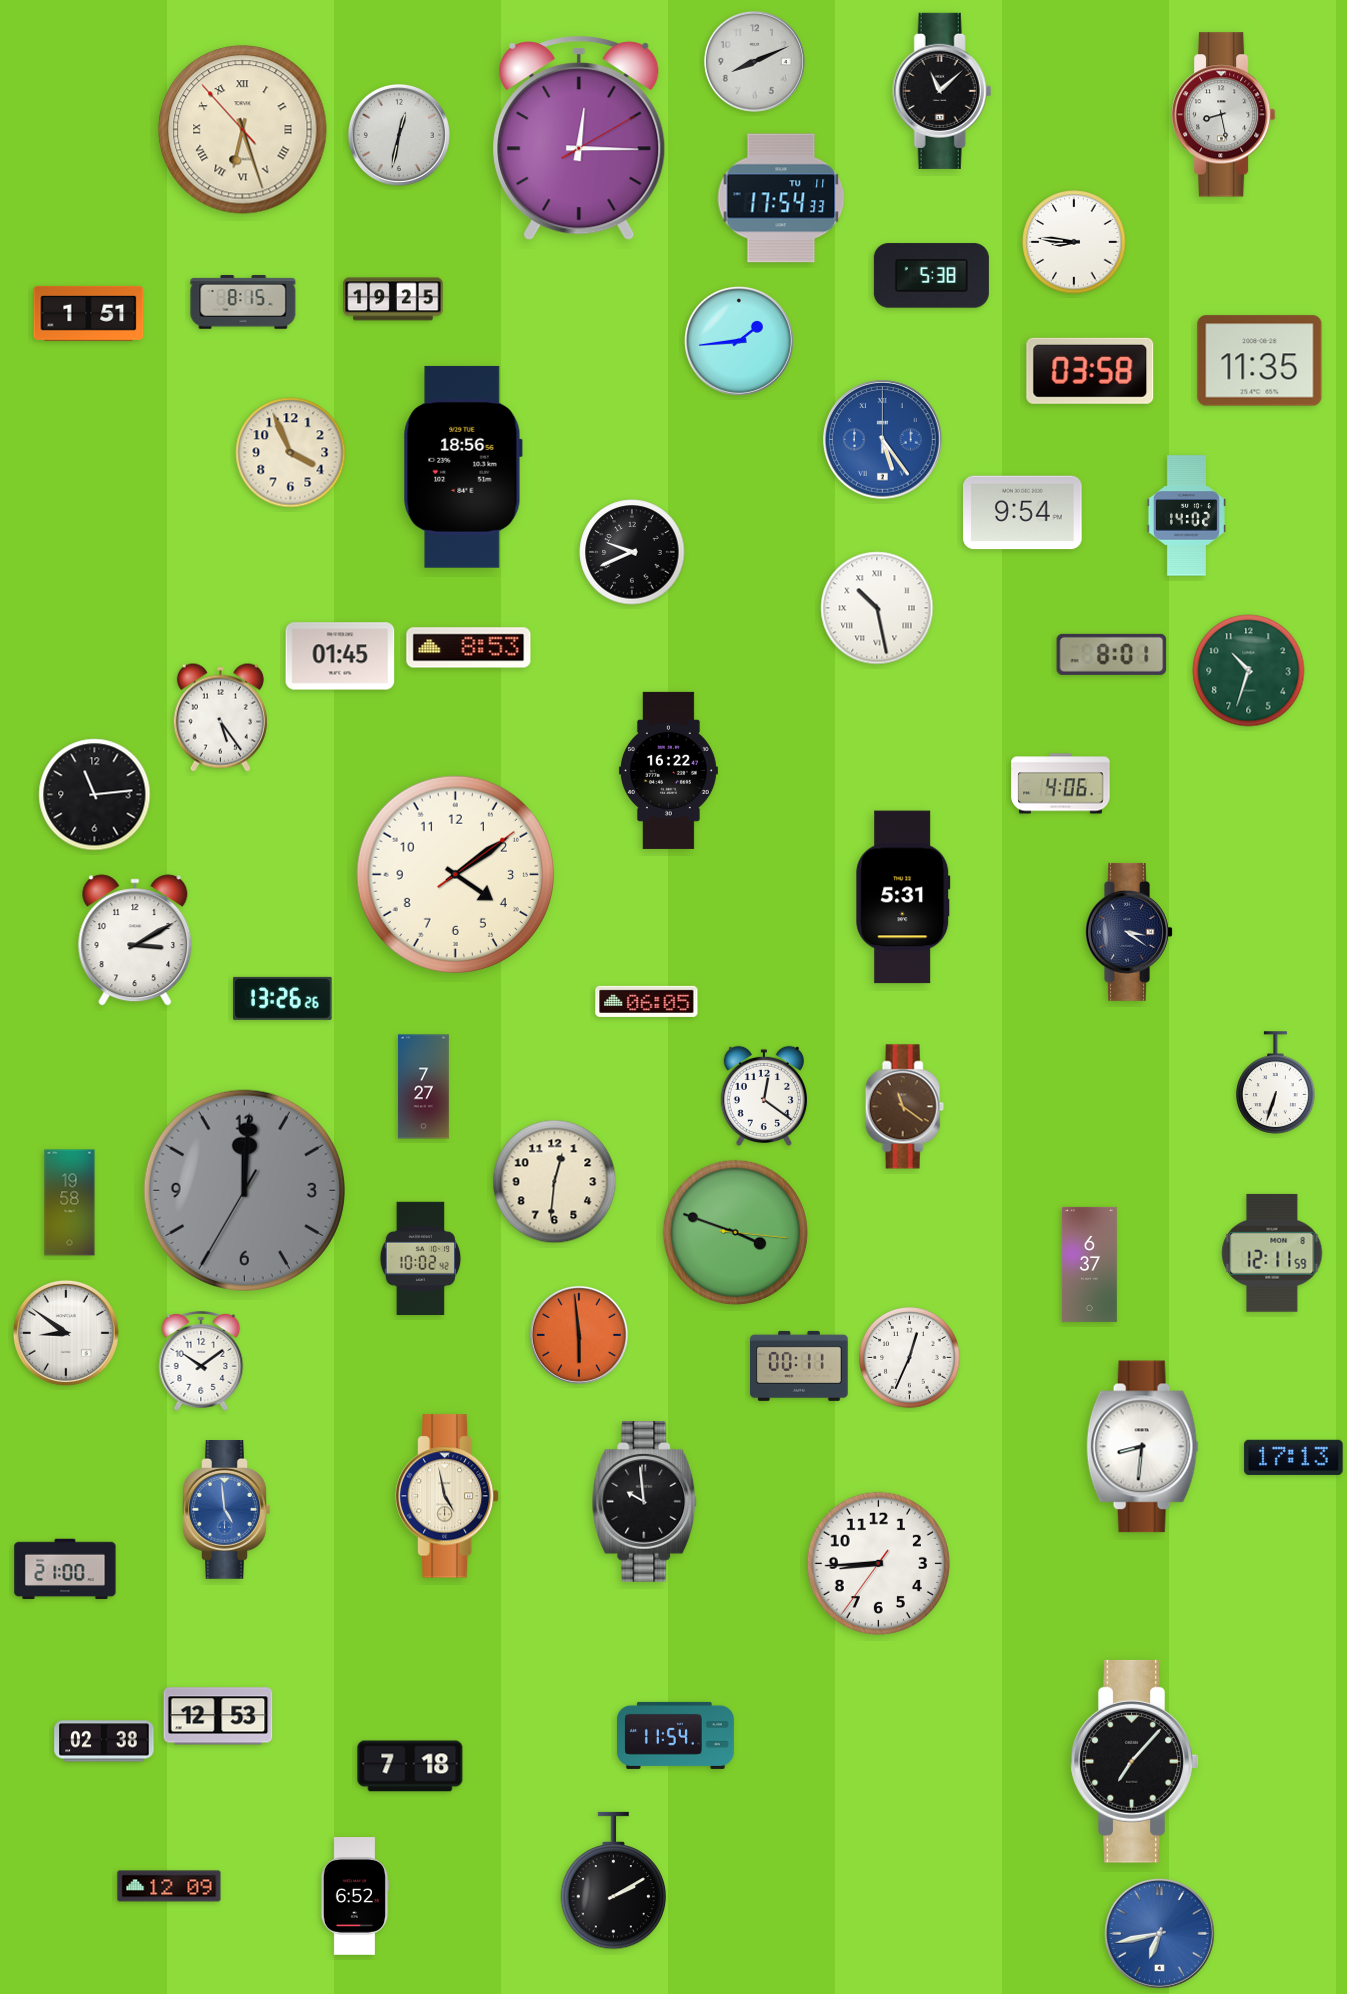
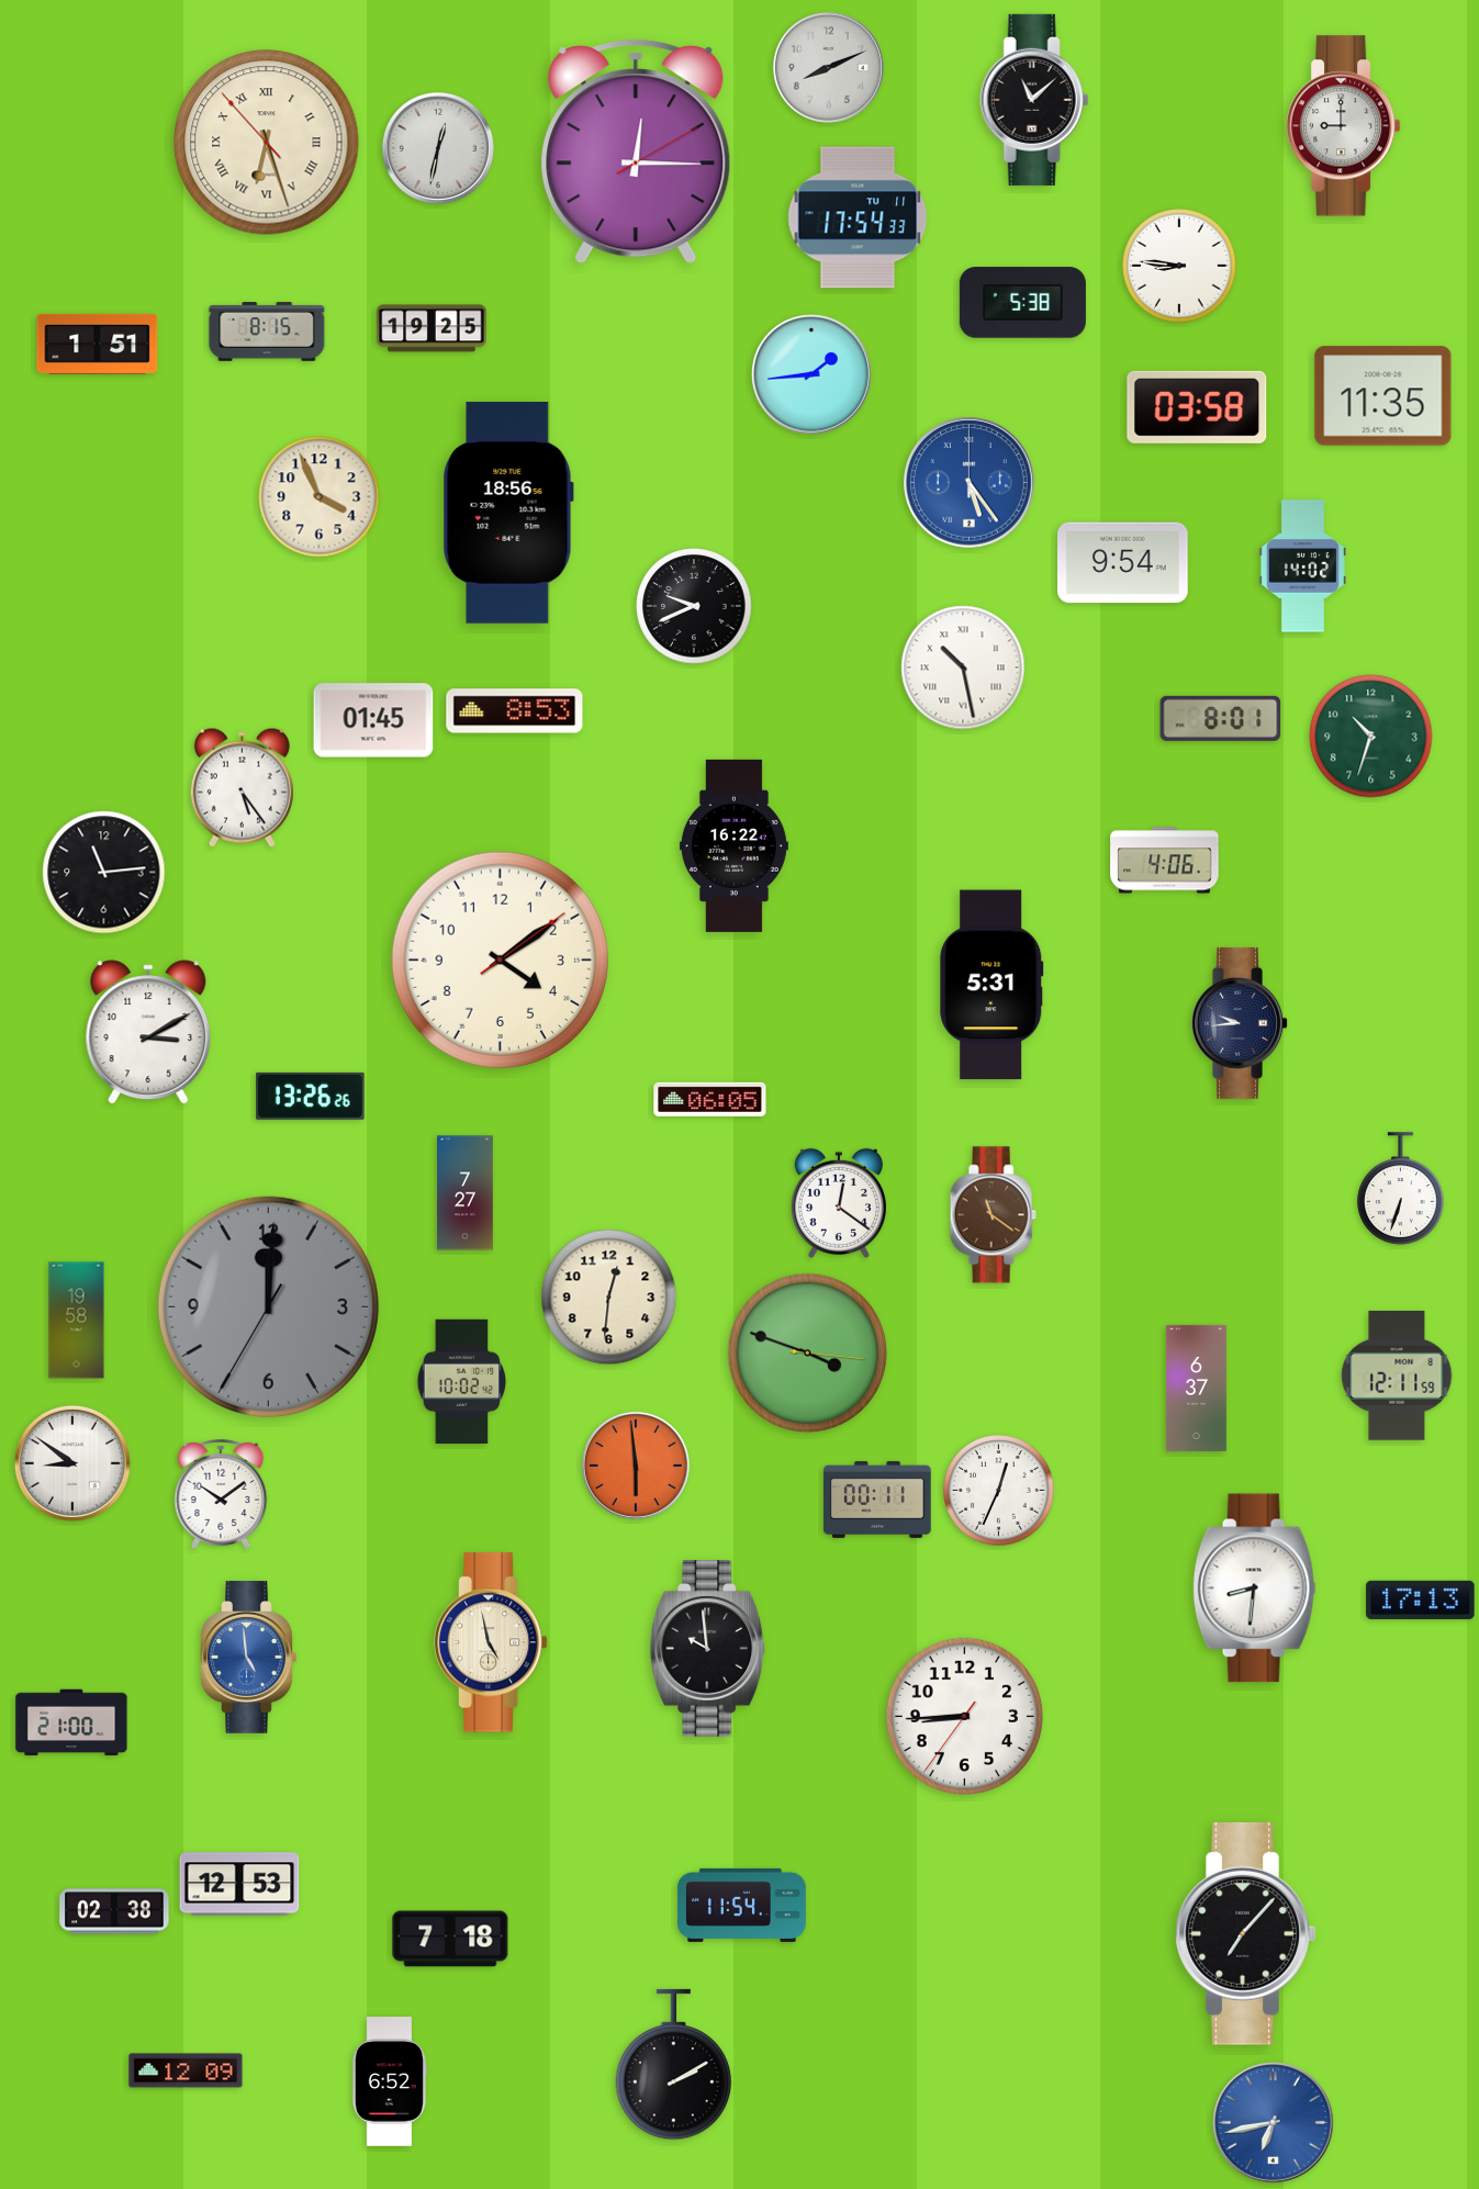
clock at (1224, 115): 8:28 -> 9:00
clock at (1129, 932): 3:21 -> 9:44
